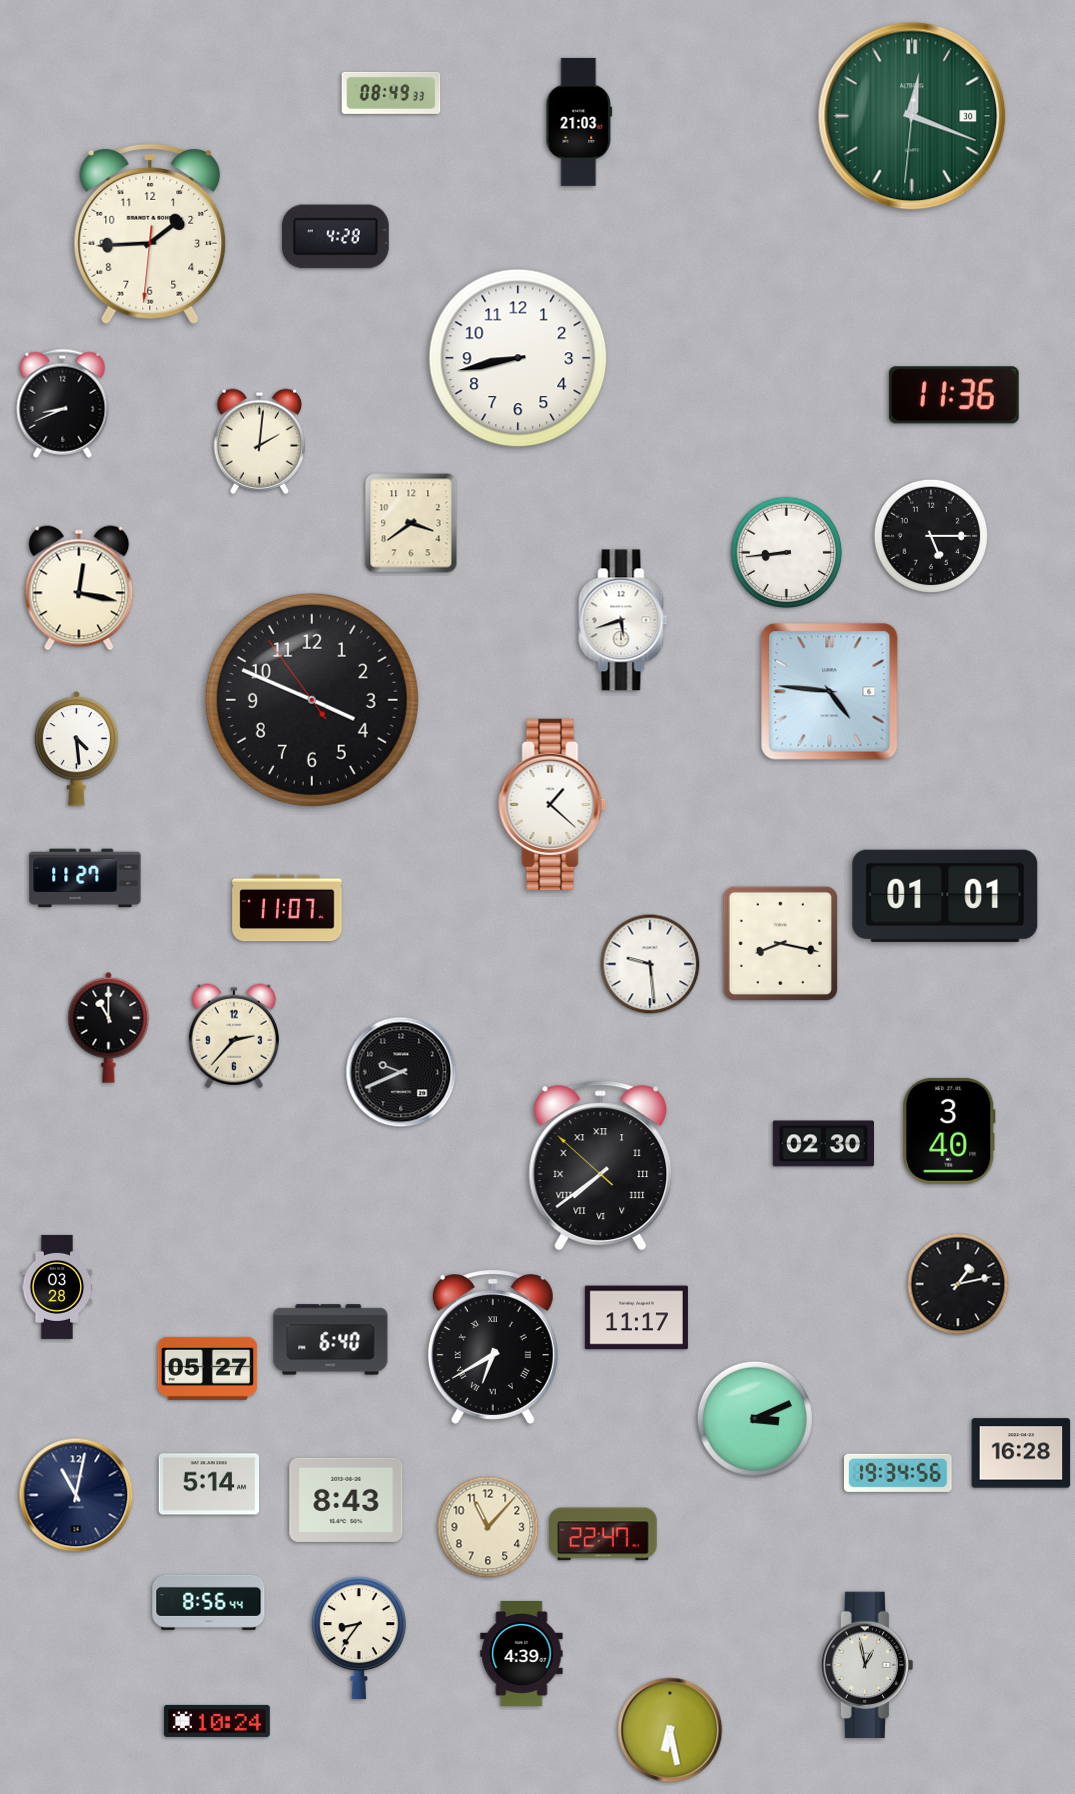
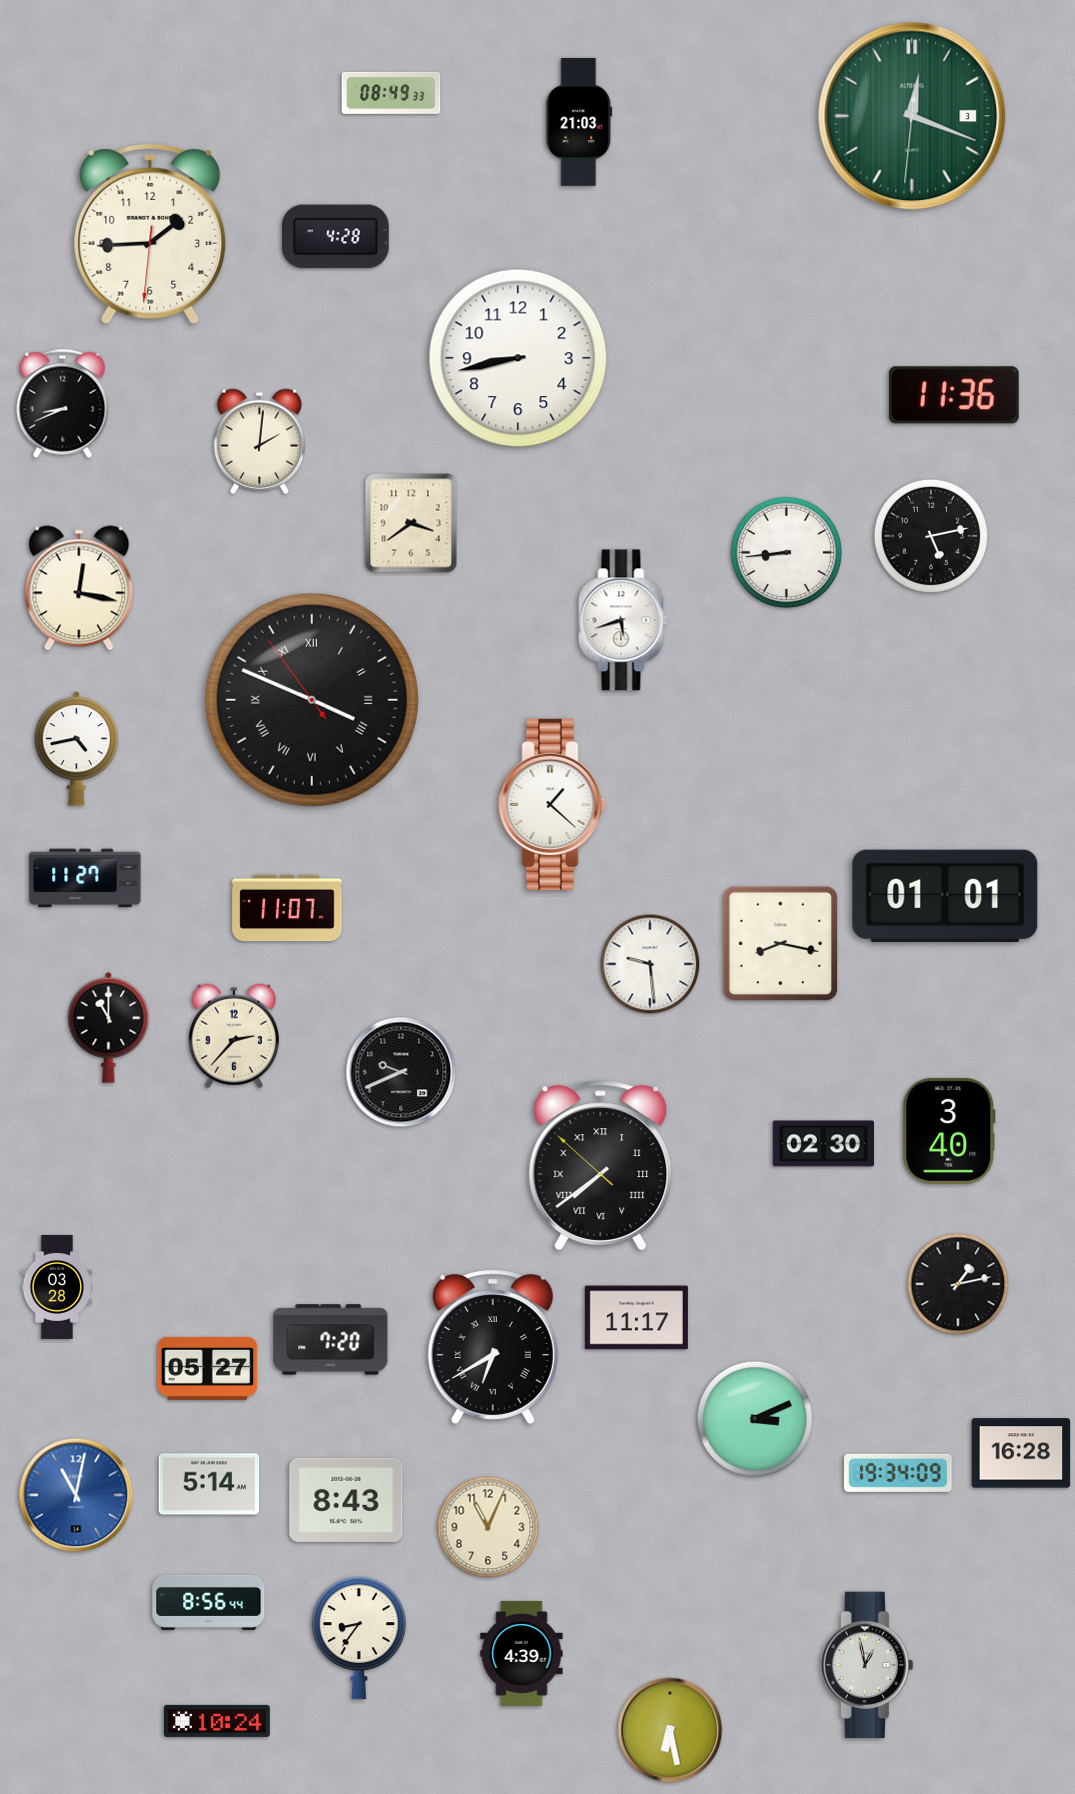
clock at (912, 116) date: 30 -> 3
clock at (930, 535): 5:15 -> 5:13
clock at (830, 692): 4:46 -> none
clock at (312, 700) numerals: Arabic -> Roman
clock at (77, 748): 4:29 -> 4:43
clock at (331, 1340): 6:40 -> 7:20
clock at (898, 1473): 19:34:56 -> 19:34:09
clock at (76, 1495) dial: navy -> blue
clock at (488, 1527): 11:07 -> 11:04
clock at (603, 1534): 22:47 -> none
